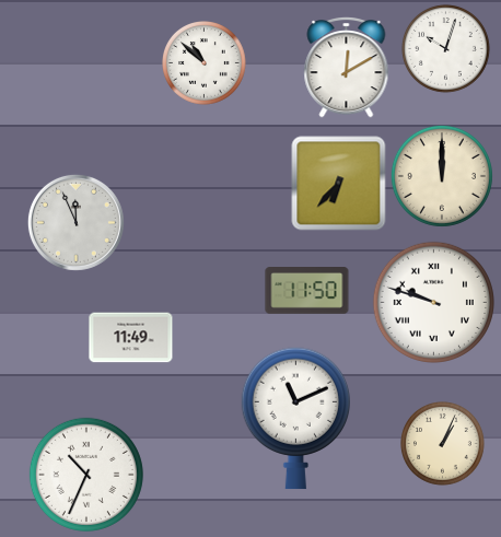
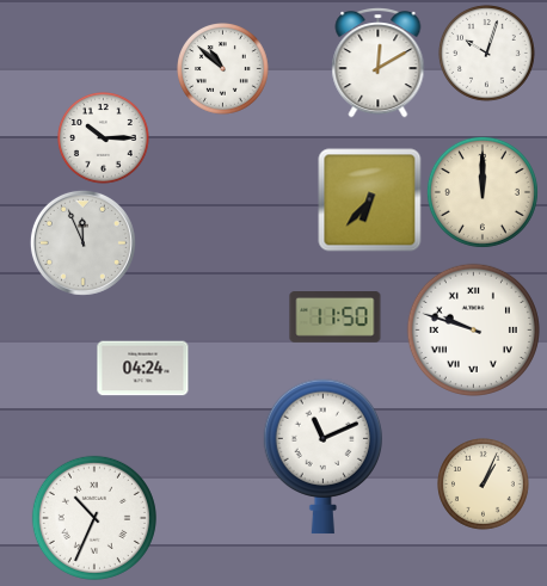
clock at (347, 68) position: (347, 68) -> (379, 63)
clock at (104, 138): none -> 10:15
clock at (131, 338): 11:49 -> 04:24
